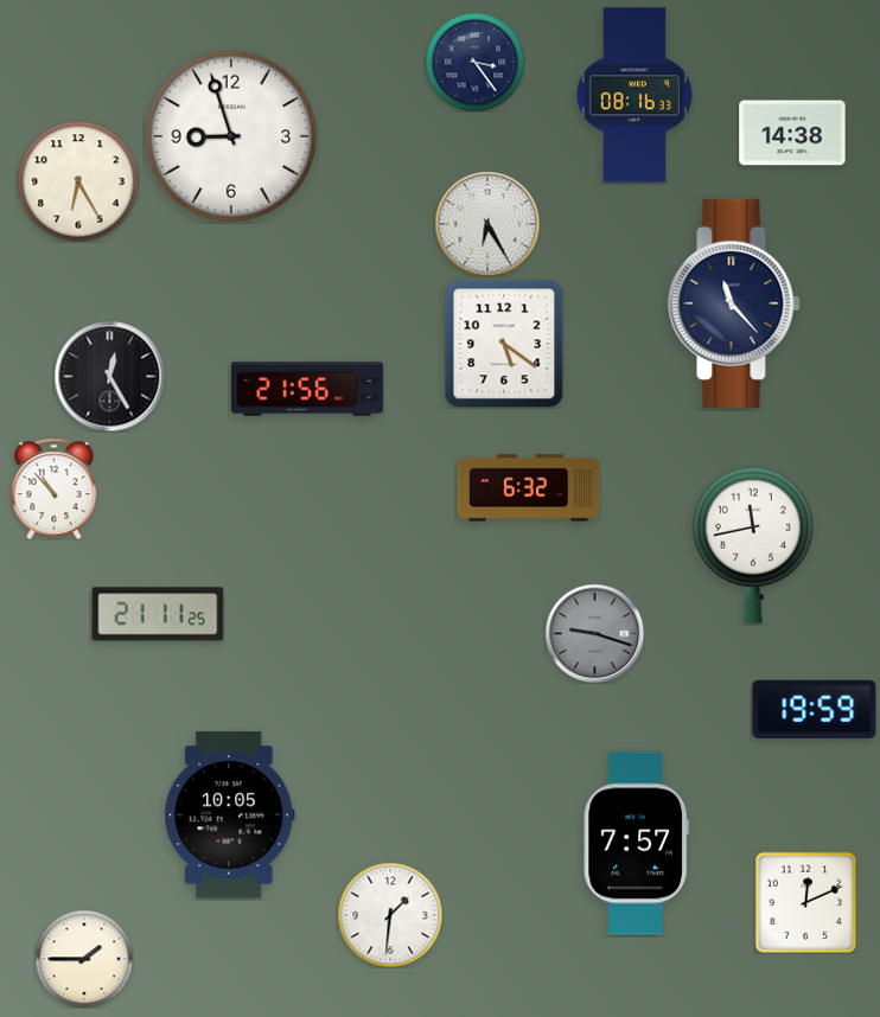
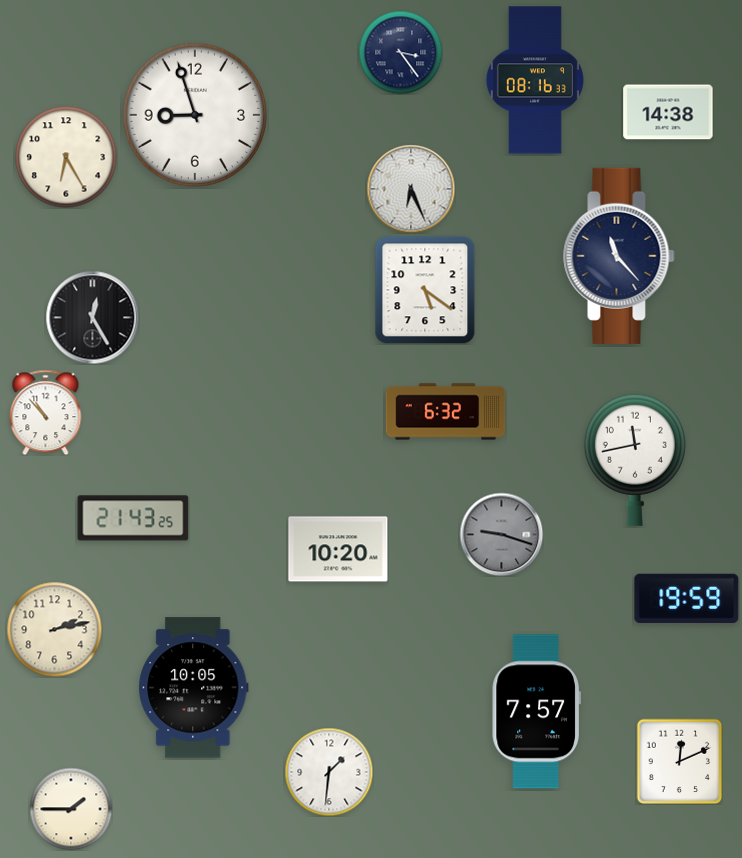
clock at (78, 181) position: (78, 181) -> (66, 157)
clock at (487, 224): 6:25 -> 6:26
clock at (307, 389): 21:56 -> none
clock at (158, 614): 21:11 -> 21:43
clock at (338, 549): none -> 10:20
clock at (54, 629): none -> 2:13
